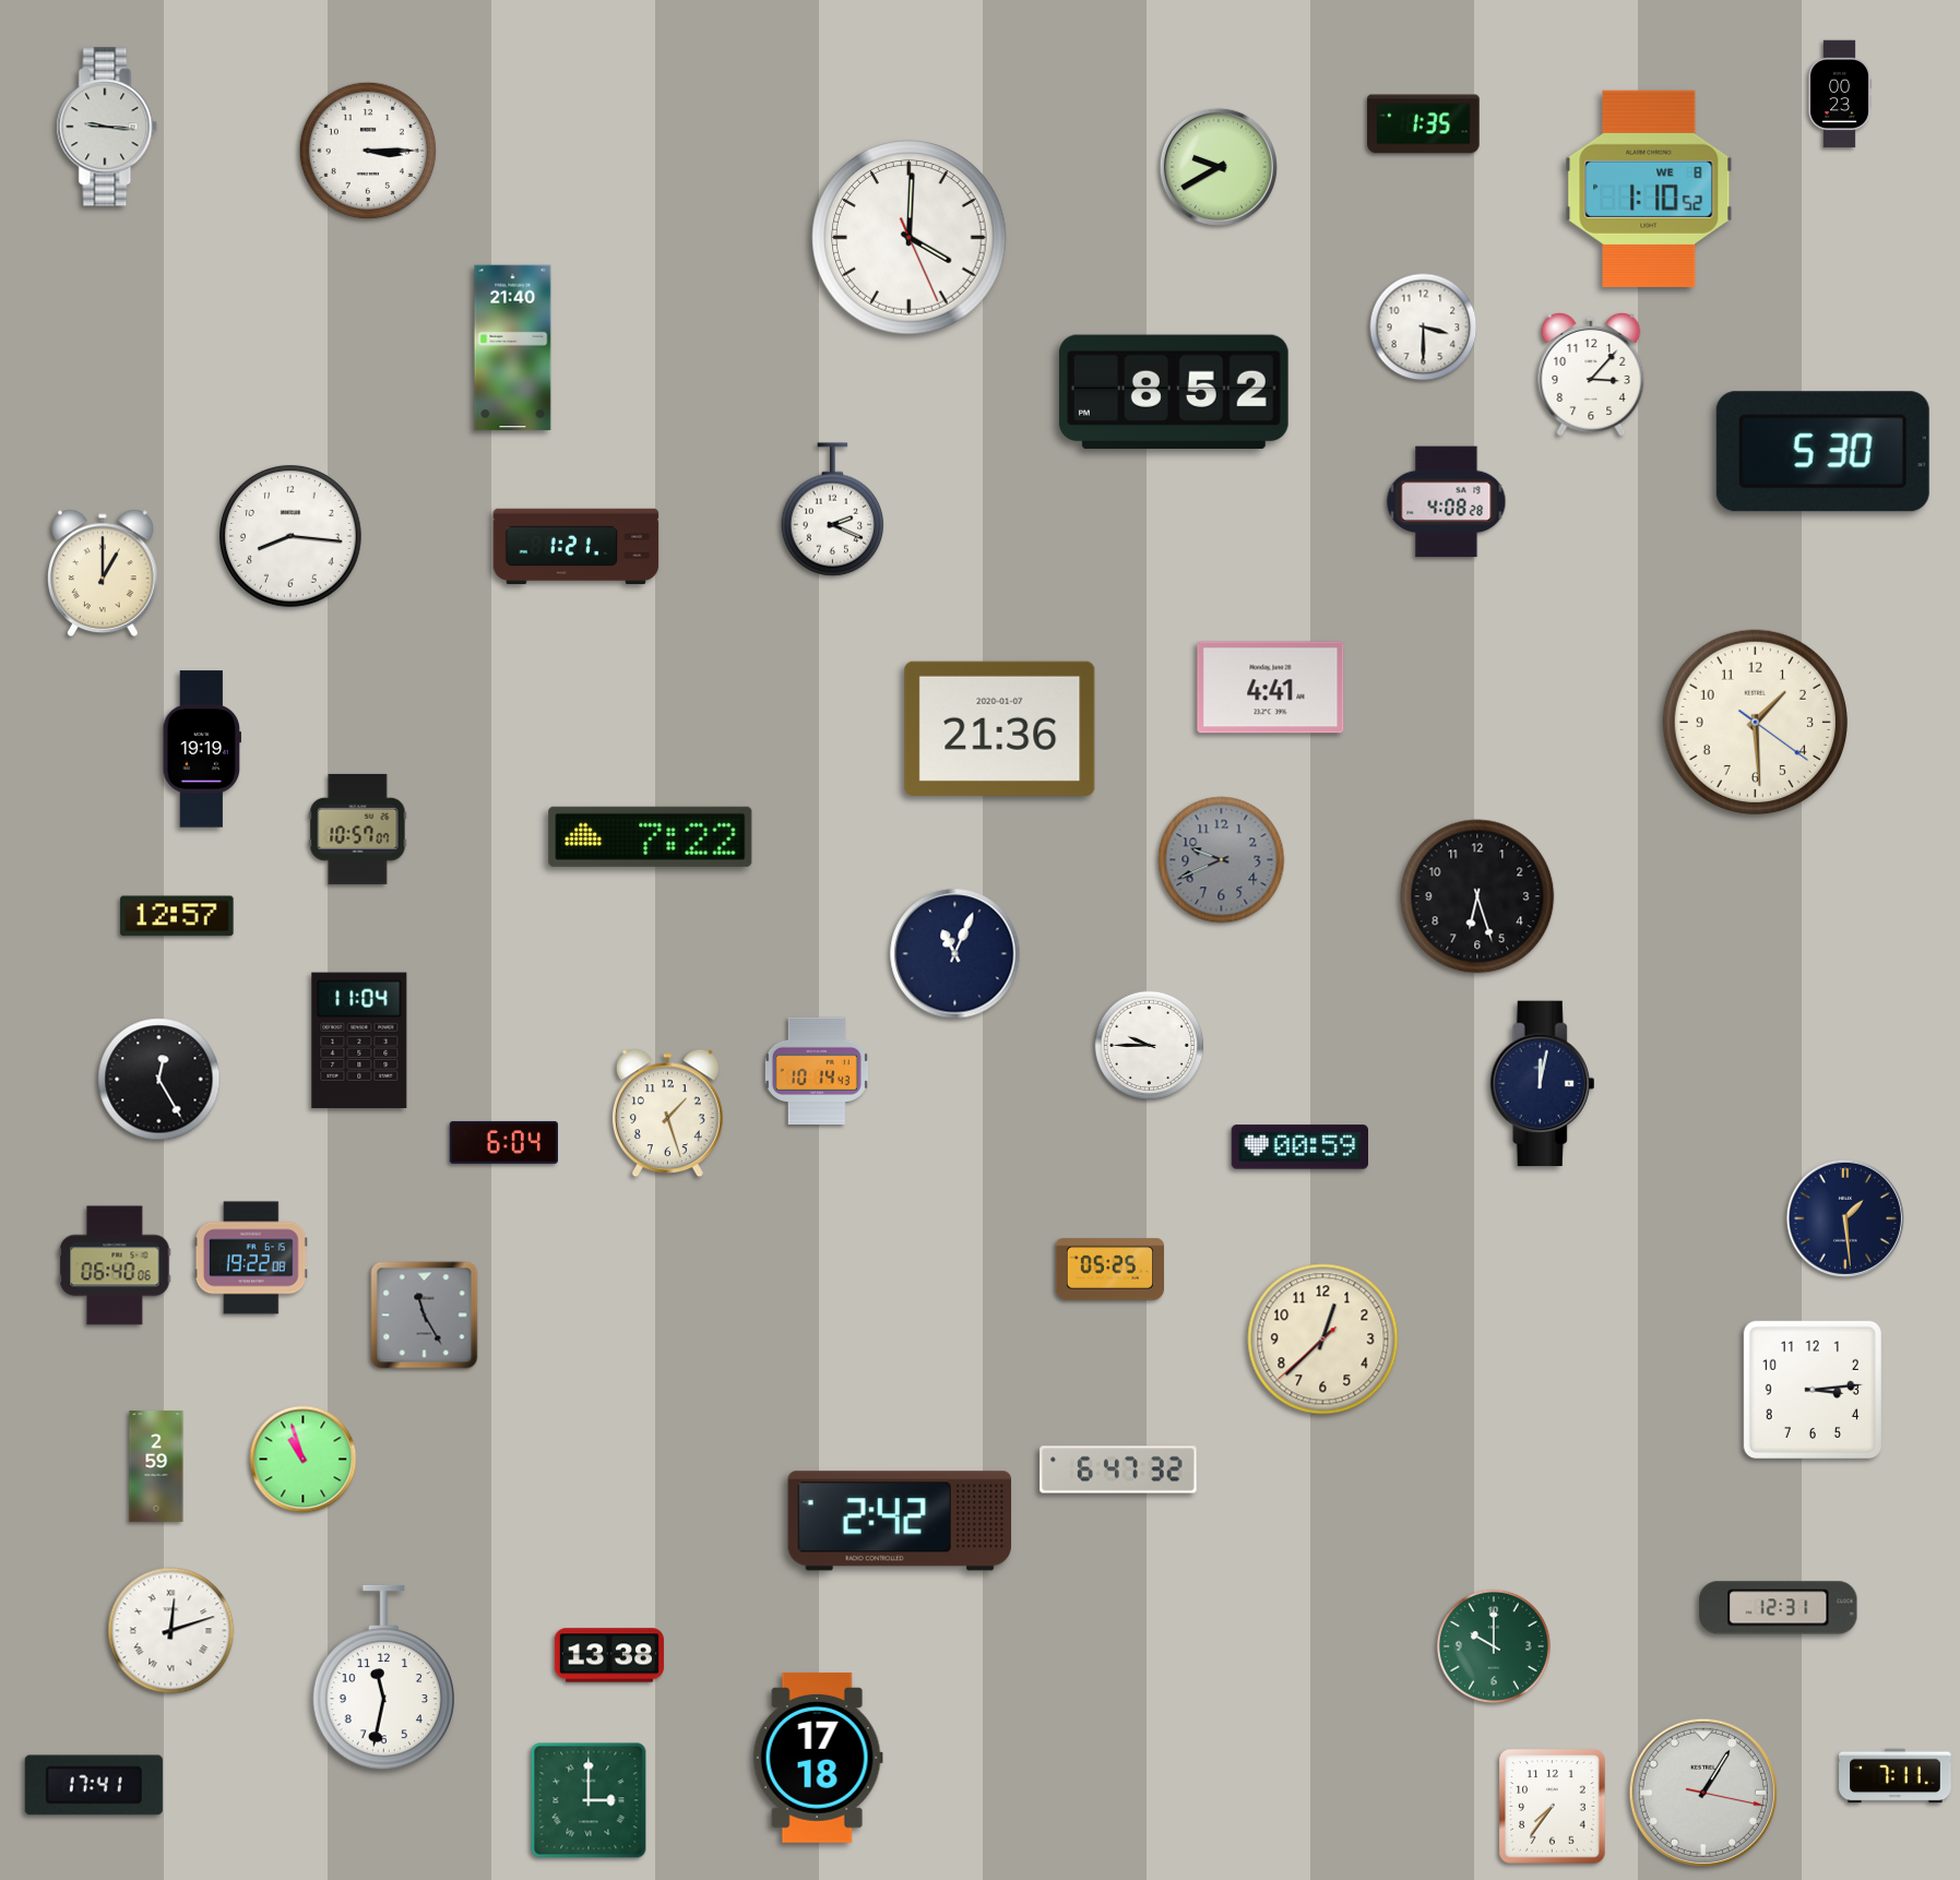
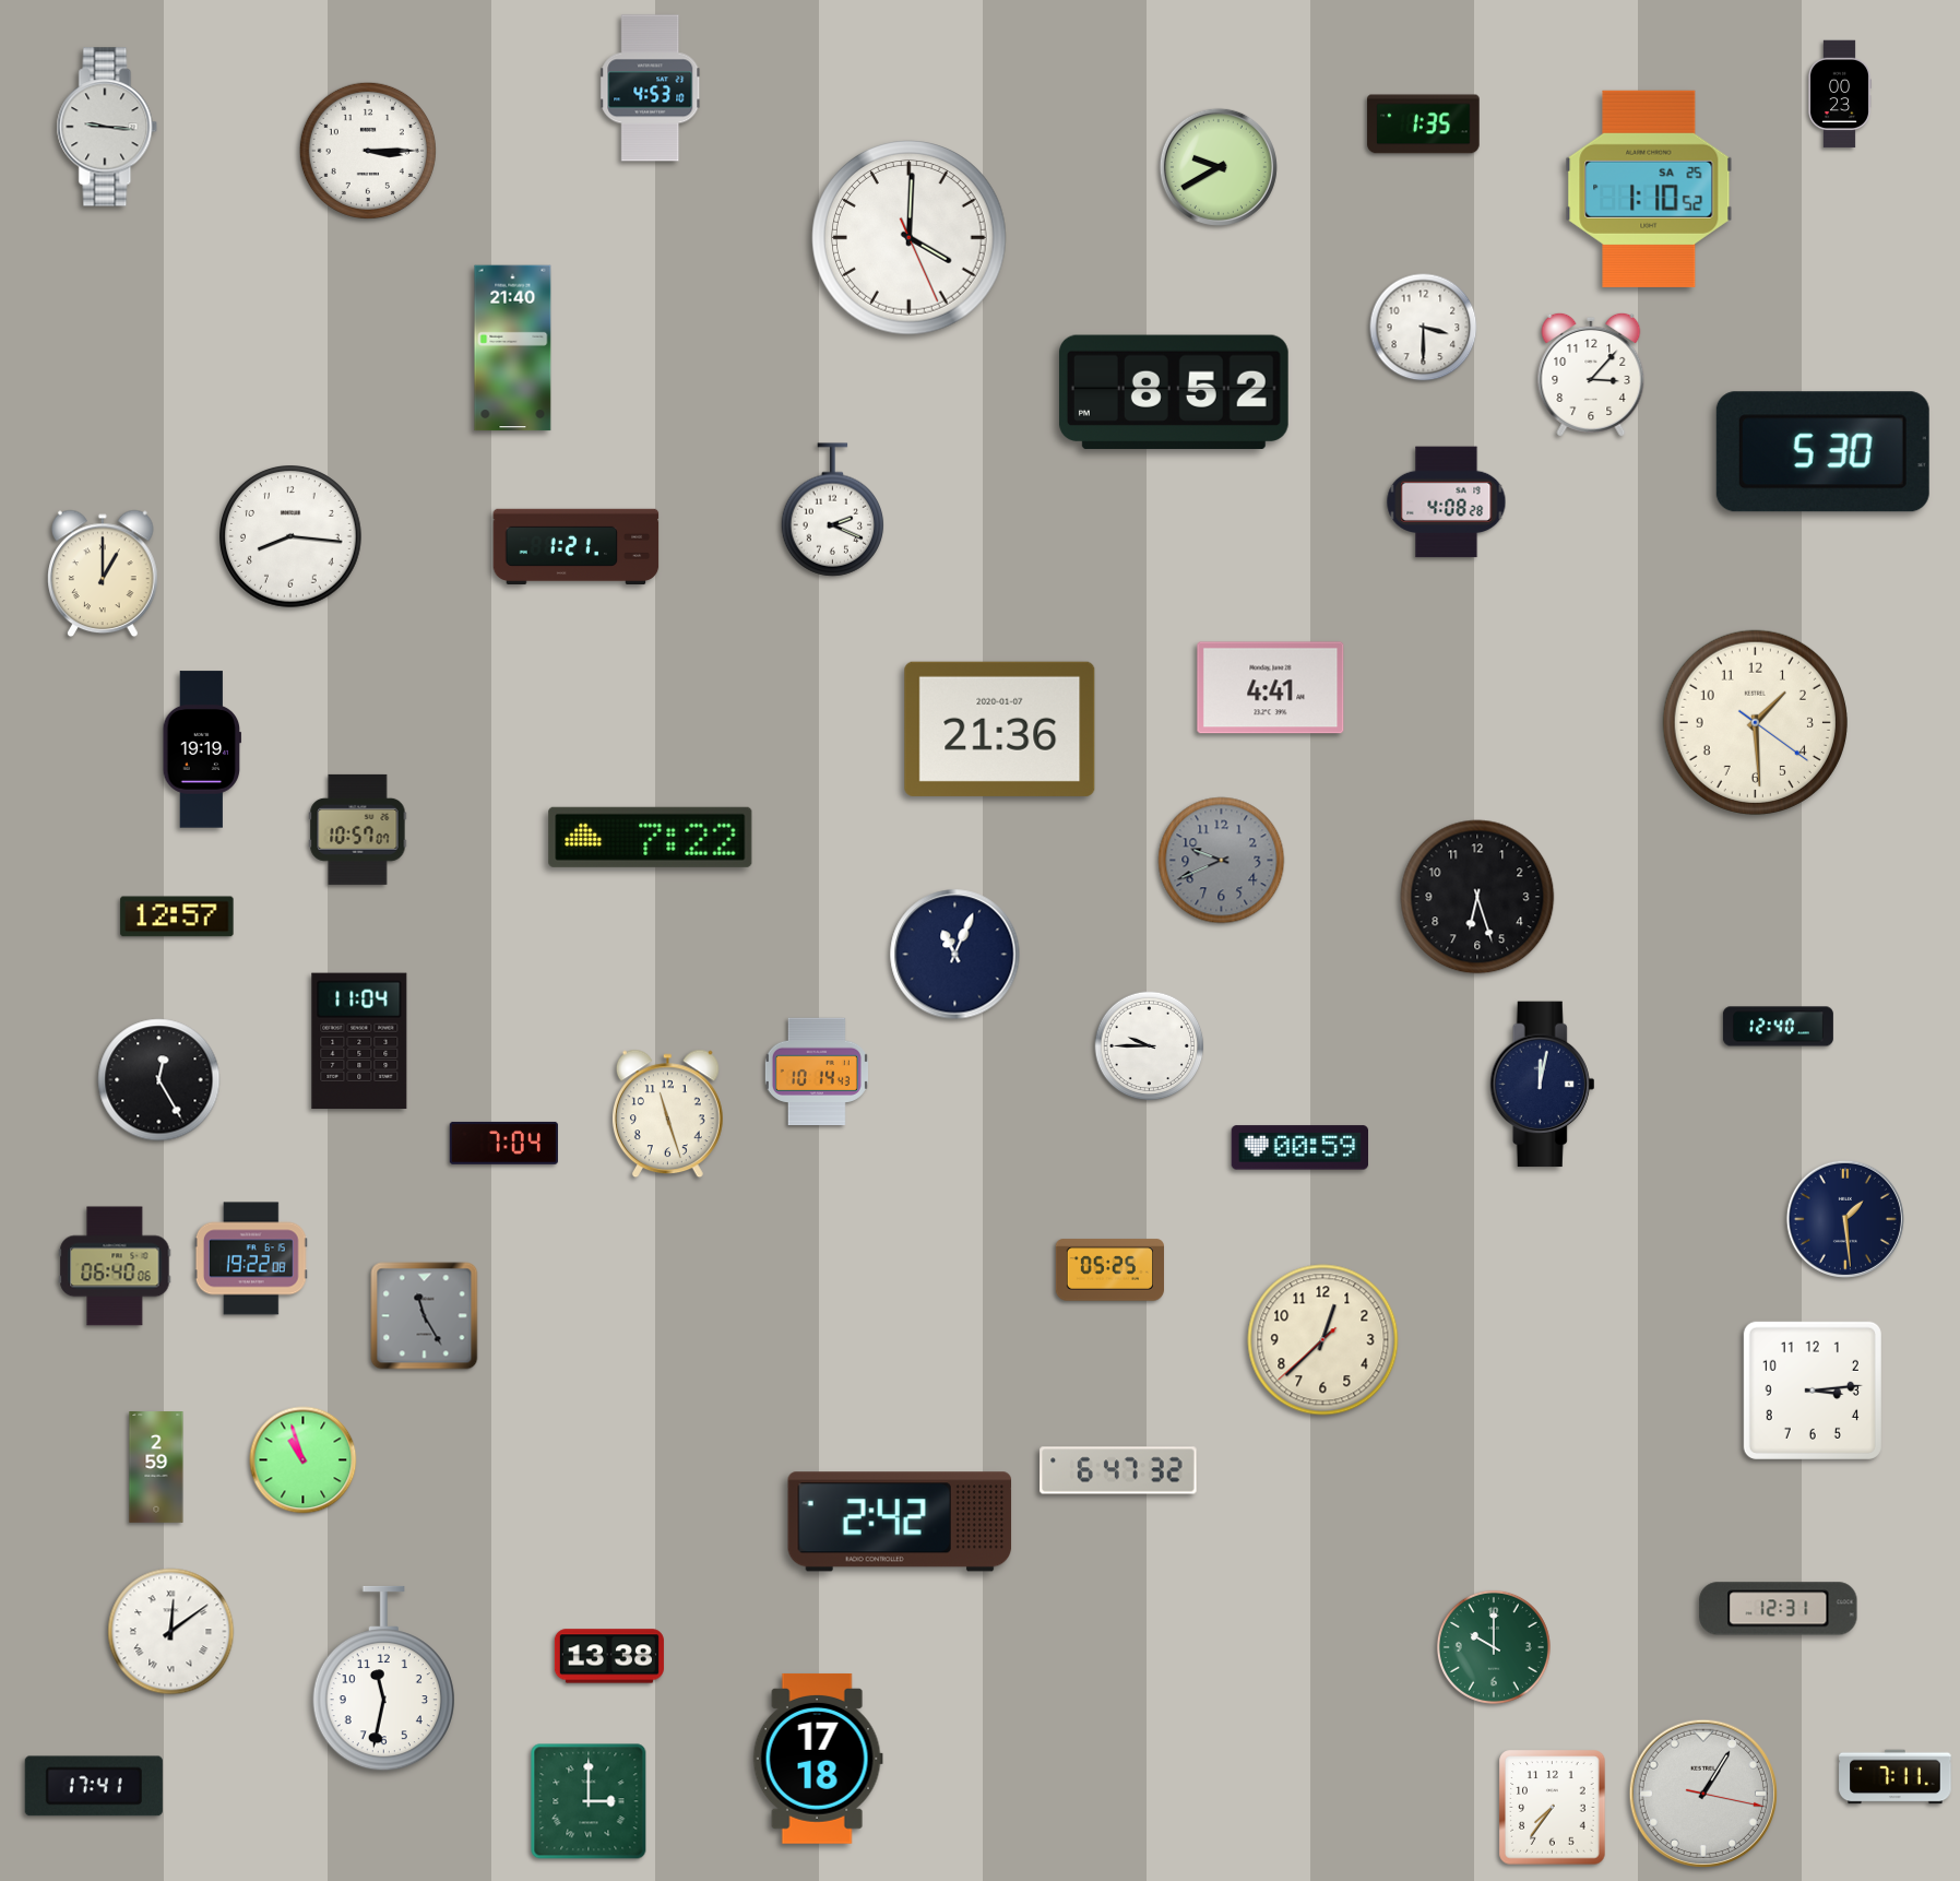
clock at (651, 88): none -> 4:53
clock at (1649, 189) date: WE 8 -> SA 25
clock at (1778, 1027): none -> 12:40
clock at (667, 1114): 1:27 -> 11:27
clock at (503, 1142): 6:04 -> 7:04
clock at (171, 1631): 12:12 -> 12:09
